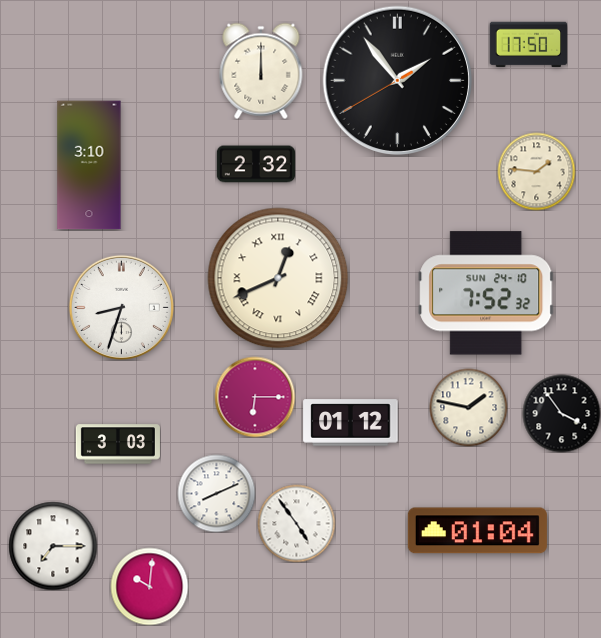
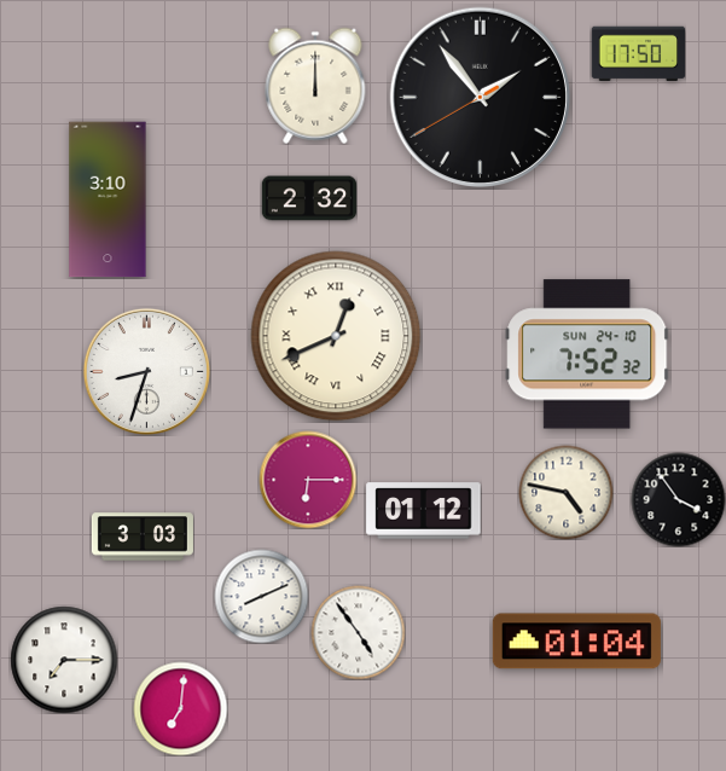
clock at (536, 171): 1:46 -> none
clock at (468, 407): 1:47 -> 4:47
clock at (149, 586): 10:01 -> 7:01
